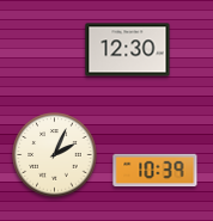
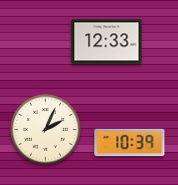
clock at (128, 50): 12:30 -> 12:33
